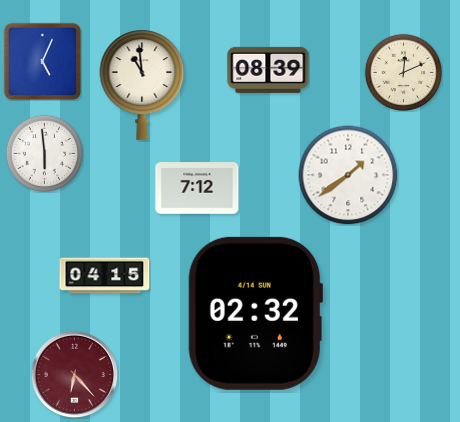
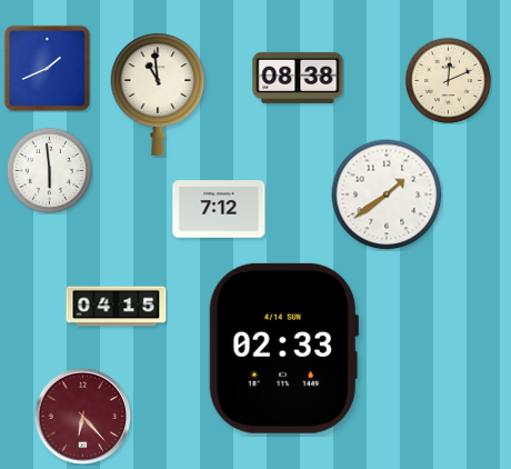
clock at (42, 61): 5:04 -> 1:41
clock at (268, 70): 08:39 -> 08:38
clock at (255, 313): 02:32 -> 02:33
